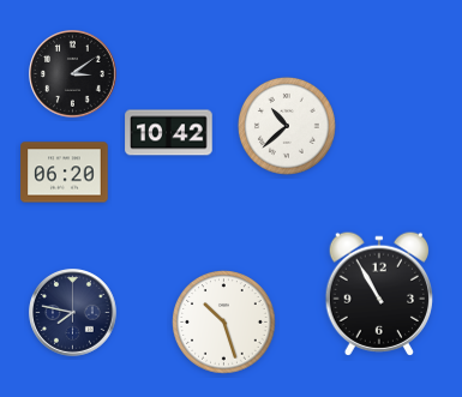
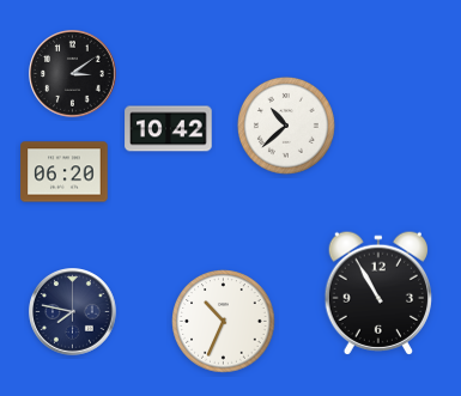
clock at (169, 133) position: (169, 133) -> (169, 129)
clock at (224, 323): 10:27 -> 10:34
